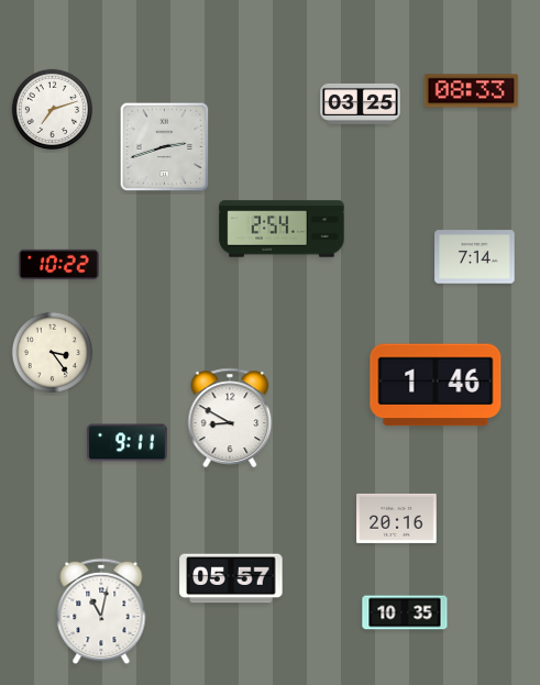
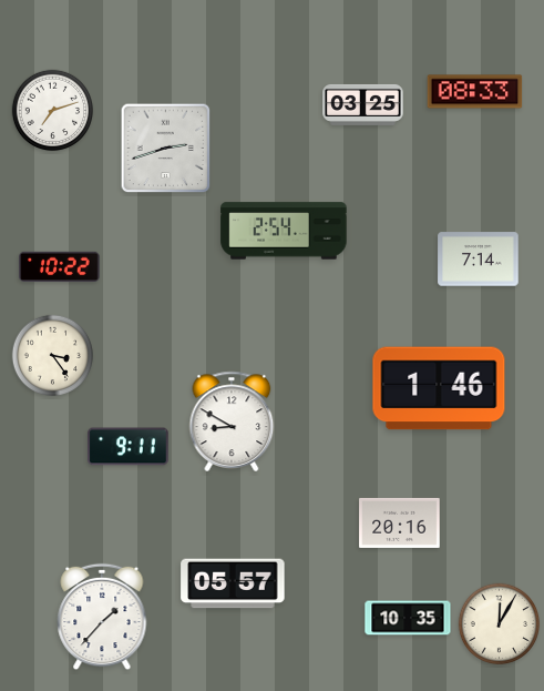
clock at (101, 611): 11:02 -> 1:37
clock at (500, 624): none -> 12:05
